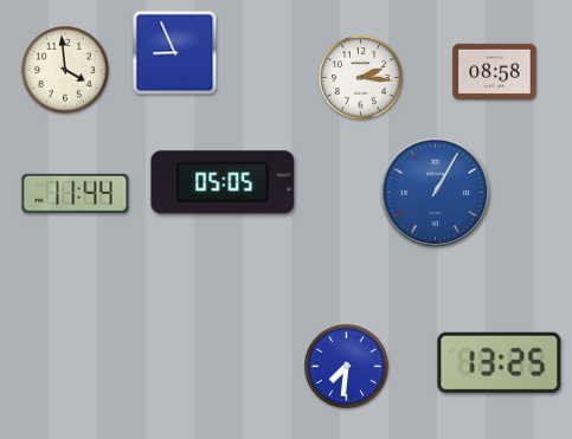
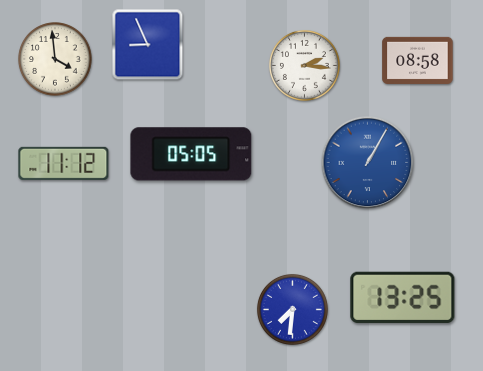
clock at (223, 182) position: (223, 182) -> (191, 154)
clock at (76, 193): 11:44 -> 11:12
clock at (500, 362) position: (500, 362) -> (403, 297)
